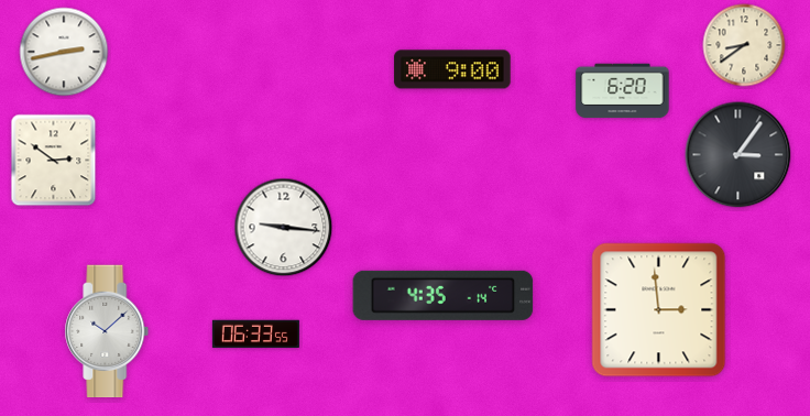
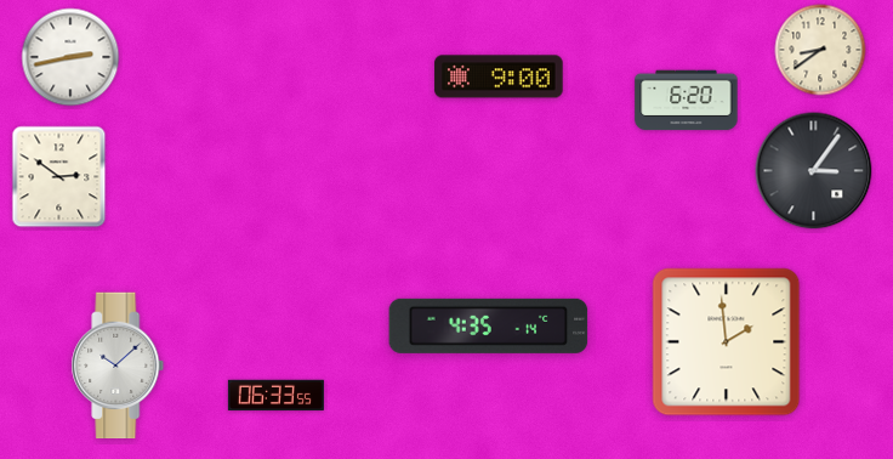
clock at (284, 228): 9:16 -> none
clock at (659, 310): 2:59 -> 1:59
clock at (255, 335) position: (255, 335) -> (275, 396)
